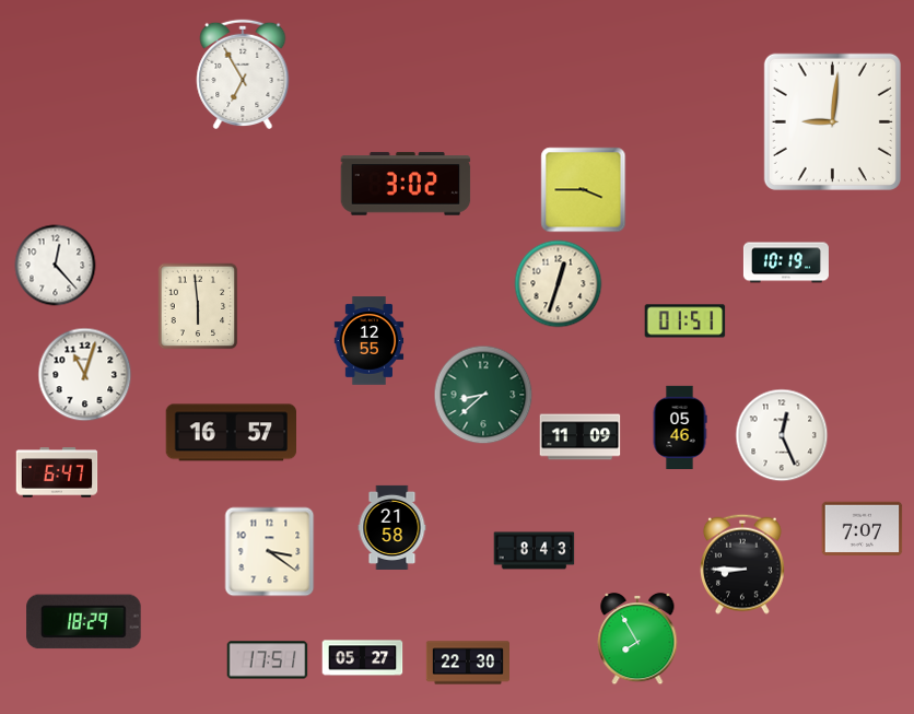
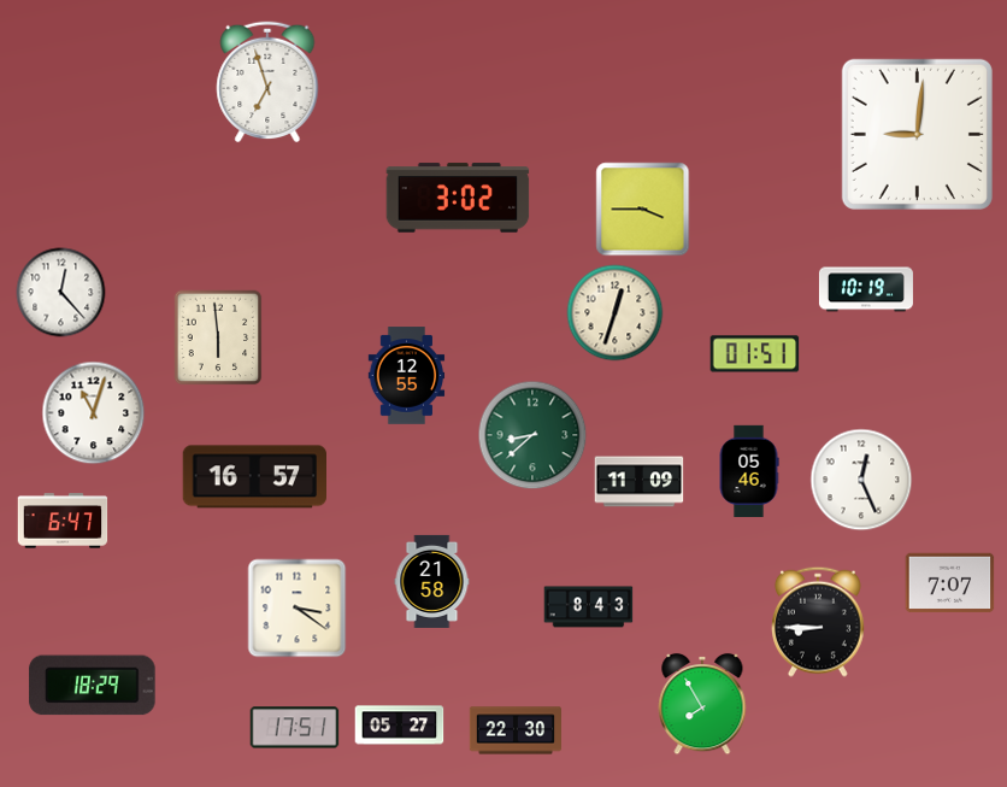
clock at (243, 74): 6:55 -> 6:57
clock at (406, 184) position: (406, 184) -> (458, 198)
